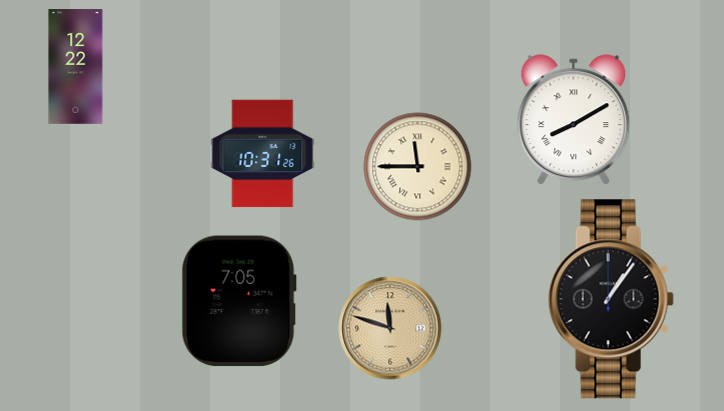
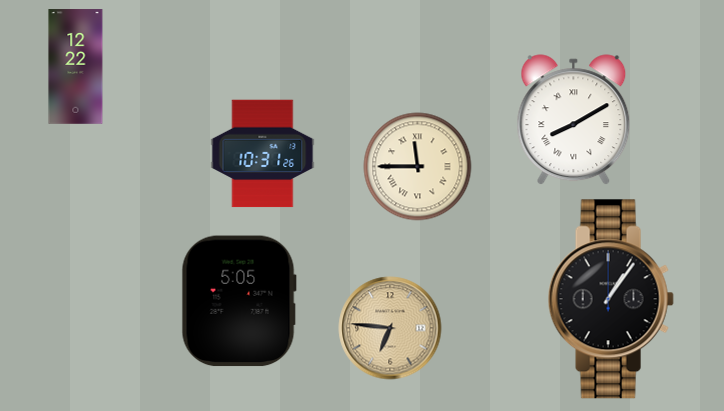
clock at (239, 301): 7:05 -> 5:05
clock at (390, 328): 11:48 -> 6:46
